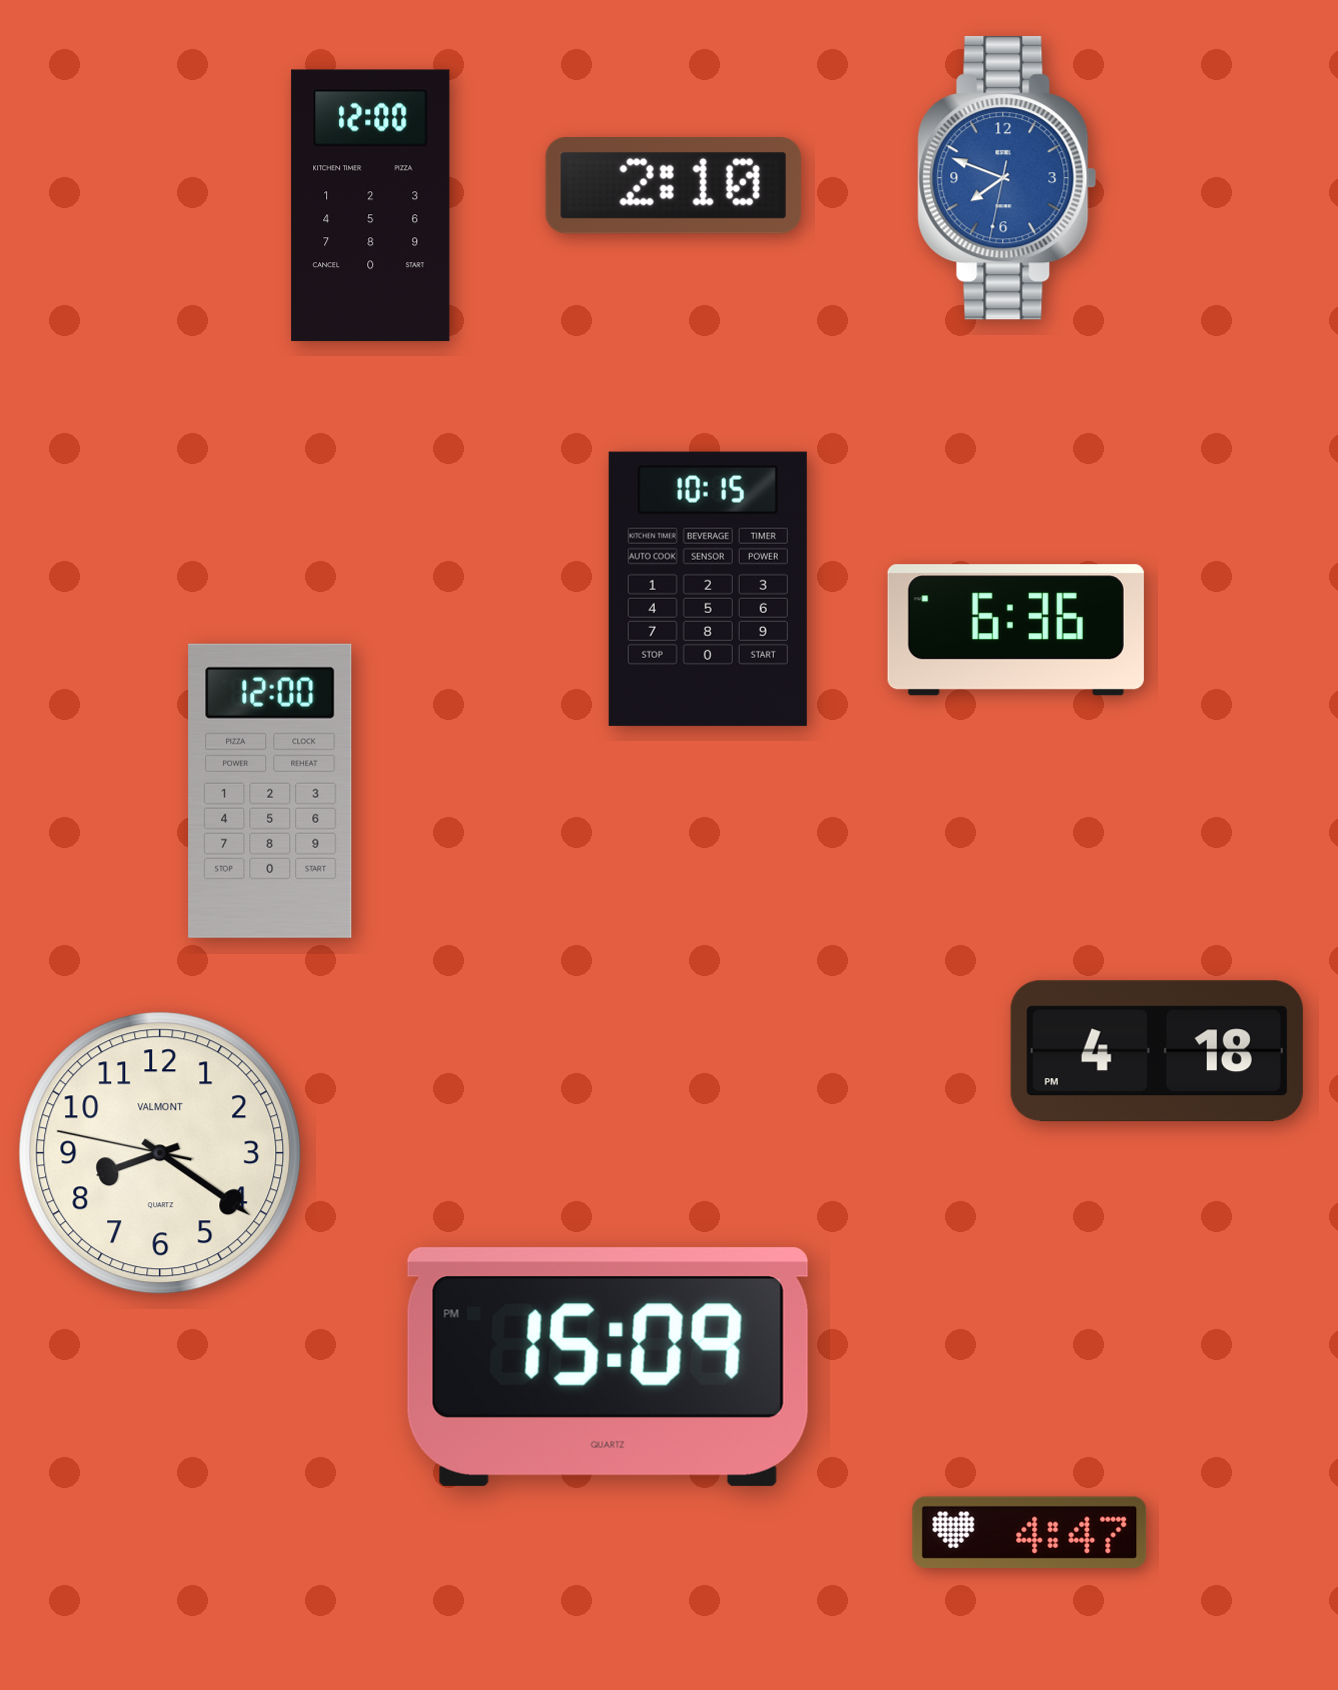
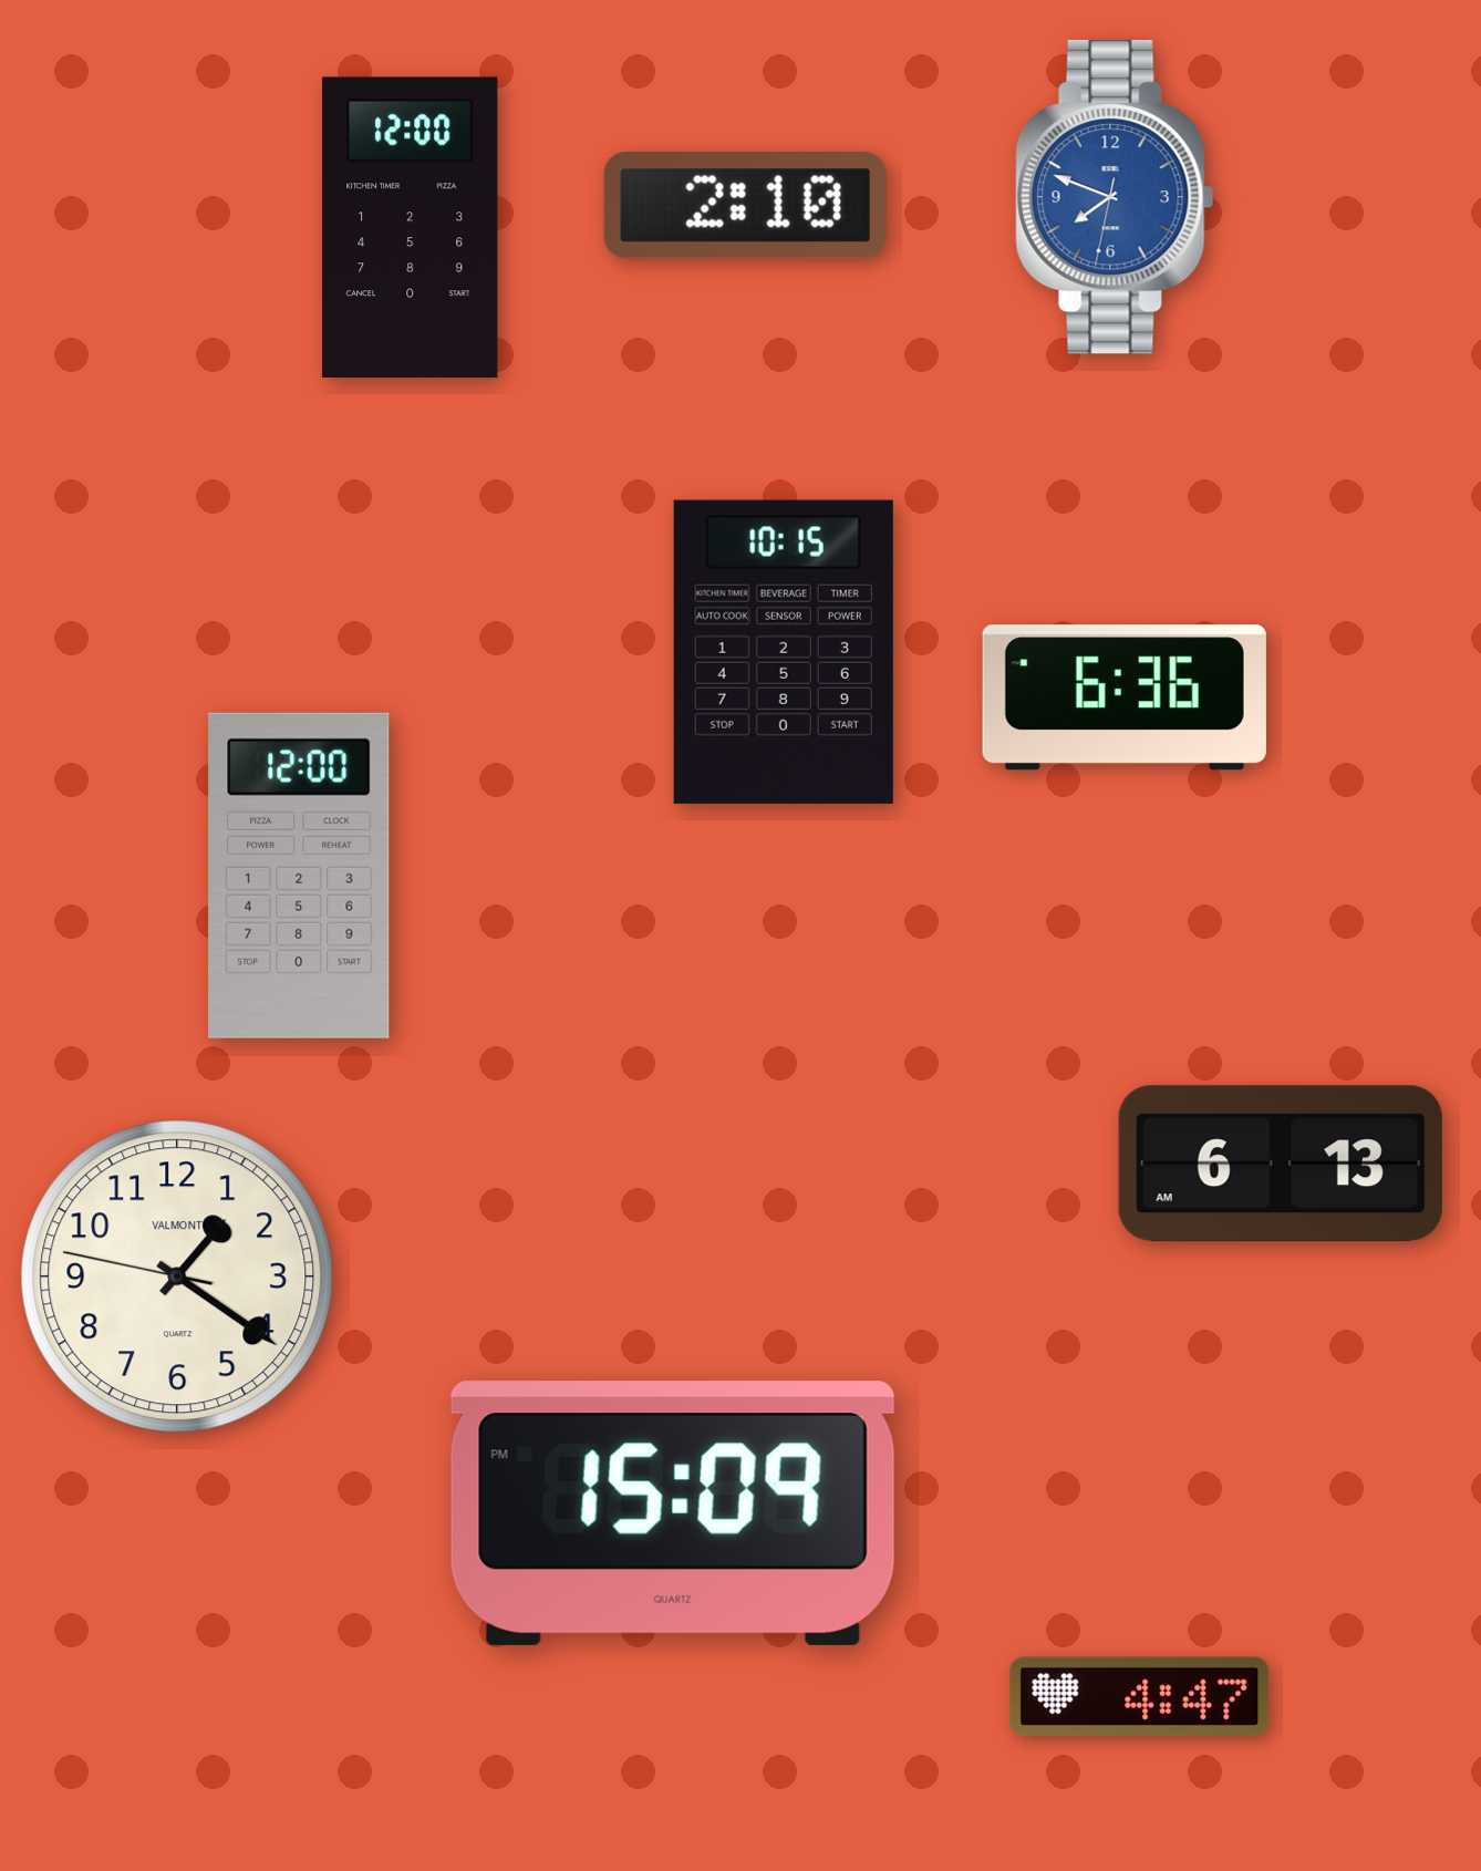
clock at (1157, 1051): 4:18 -> 6:13
clock at (160, 1153): 8:20 -> 1:20
